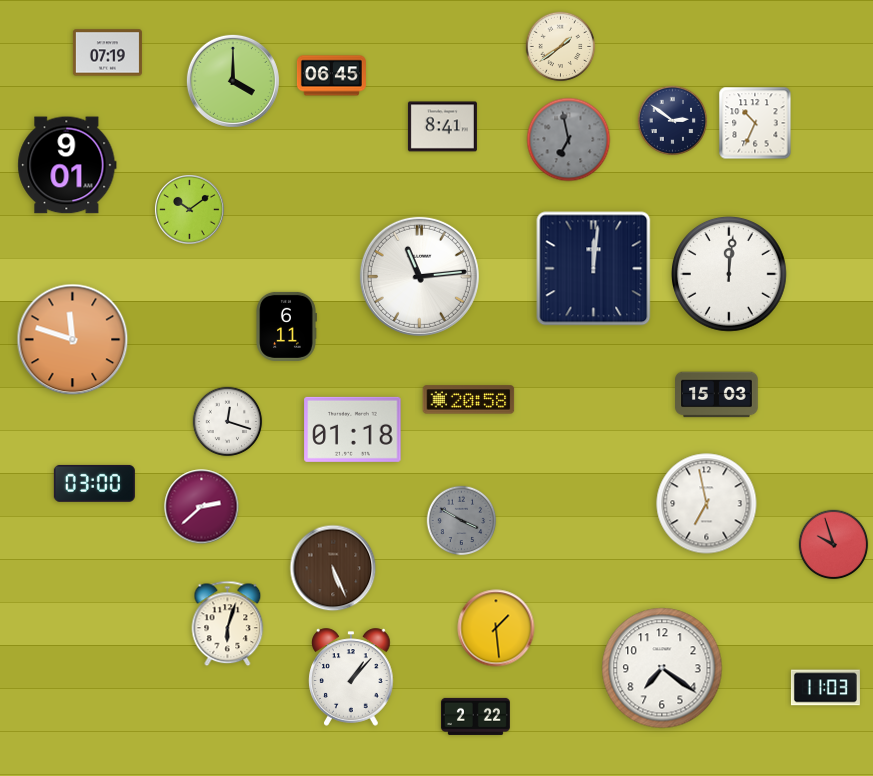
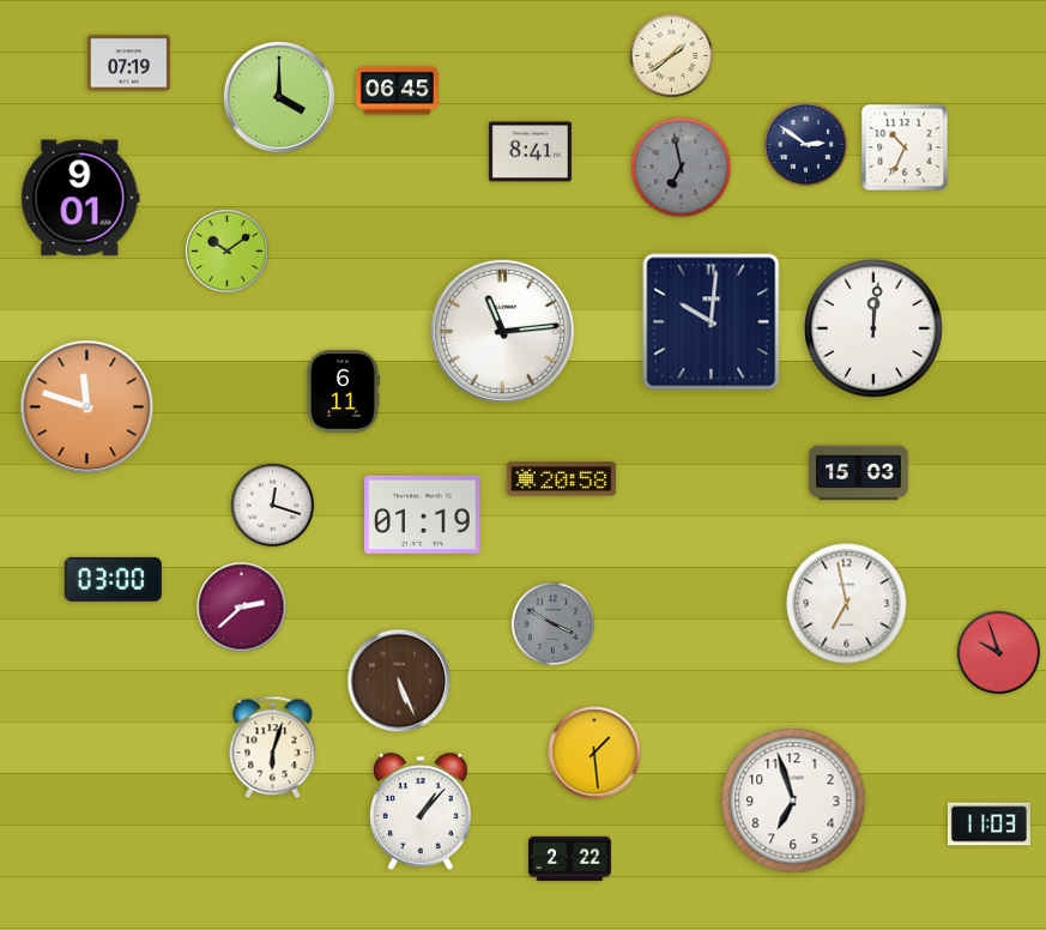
clock at (594, 269): 12:01 -> 10:01
clock at (353, 429): 01:18 -> 01:19
clock at (662, 668): 7:21 -> 6:57
